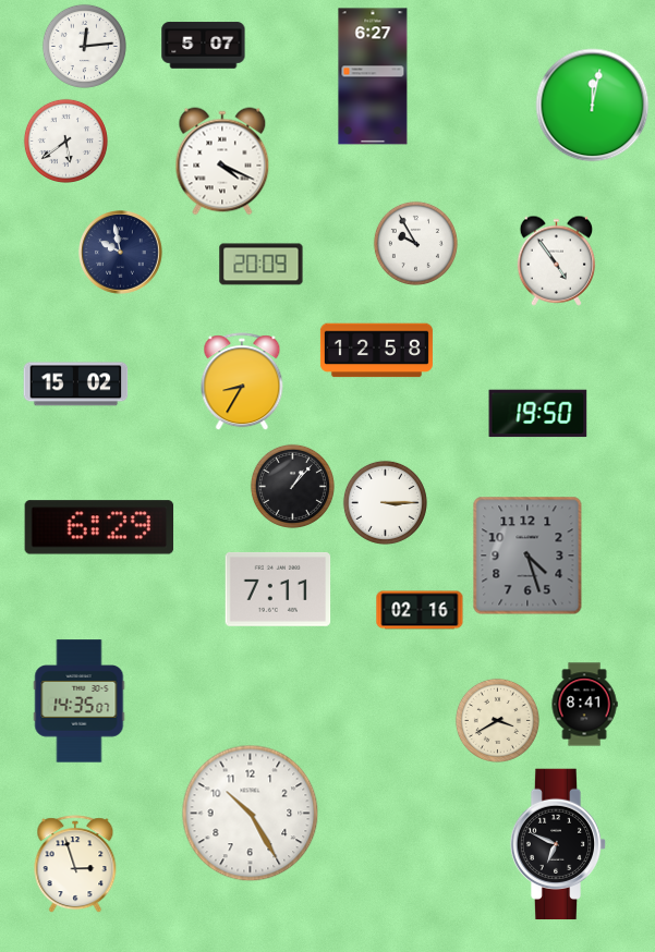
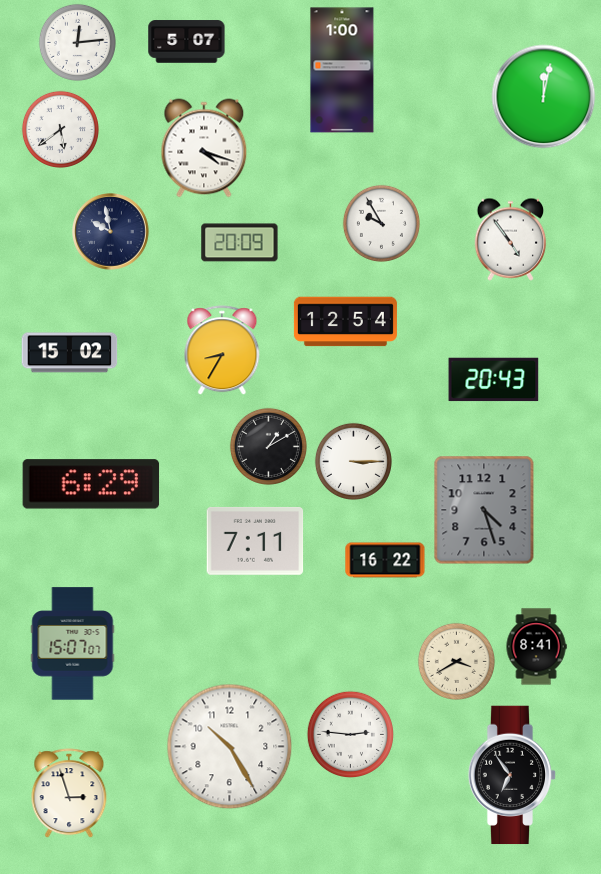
clock at (373, 76): 6:27 -> 1:00
clock at (222, 161): 4:19 -> 4:18
clock at (376, 351): 12:58 -> 12:54
clock at (538, 414): 19:50 -> 20:43
clock at (292, 486): 1:07 -> 1:10
clock at (420, 610): 02:16 -> 16:22
clock at (80, 701): 14:35 -> 15:07
clock at (350, 734): none -> 2:46
clock at (558, 844): 6:49 -> 6:54
